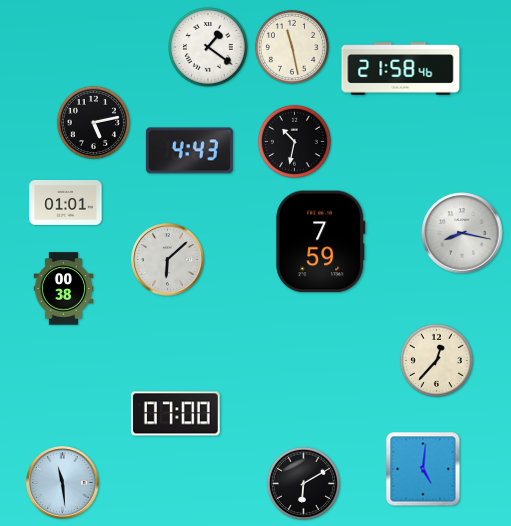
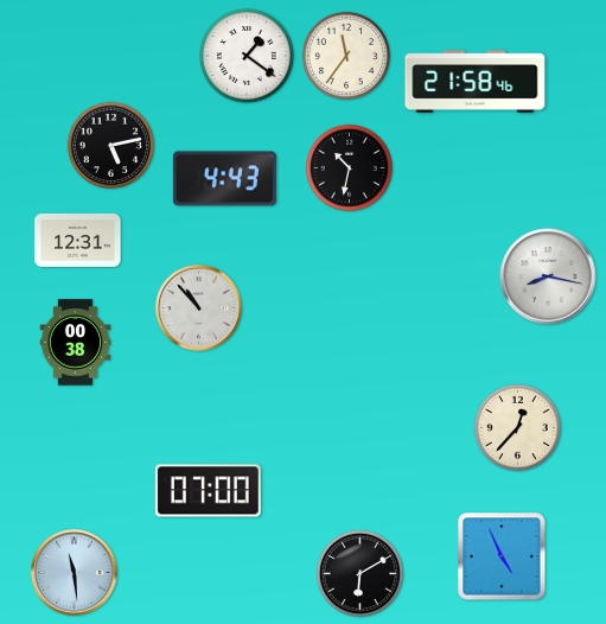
clock at (292, 47): 11:28 -> 11:36
clock at (66, 203): 01:01 -> 12:31
clock at (321, 242): 7:59 -> none
clock at (168, 260): 6:08 -> 10:53
clock at (423, 469): 5:01 -> 4:56
